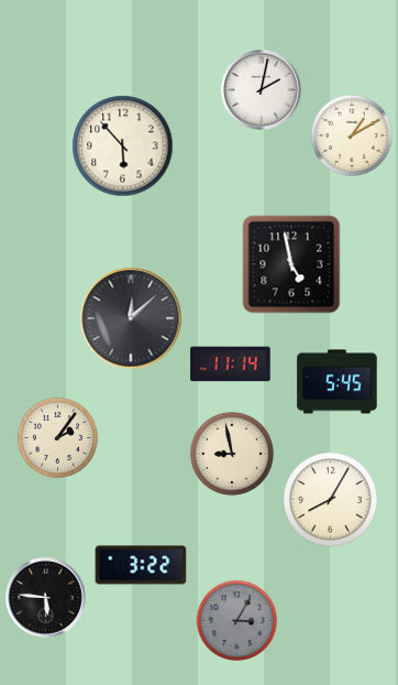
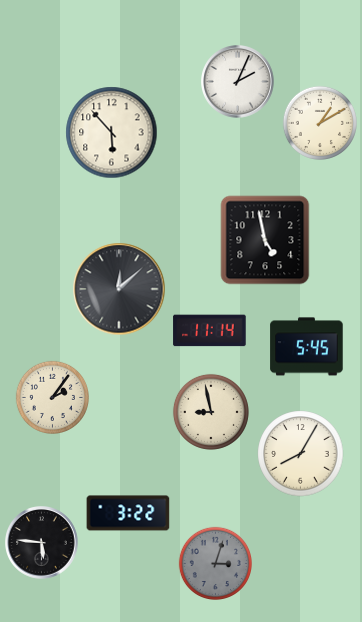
clock at (262, 90): 2:02 -> 2:04
clock at (236, 620): 3:05 -> 3:03
